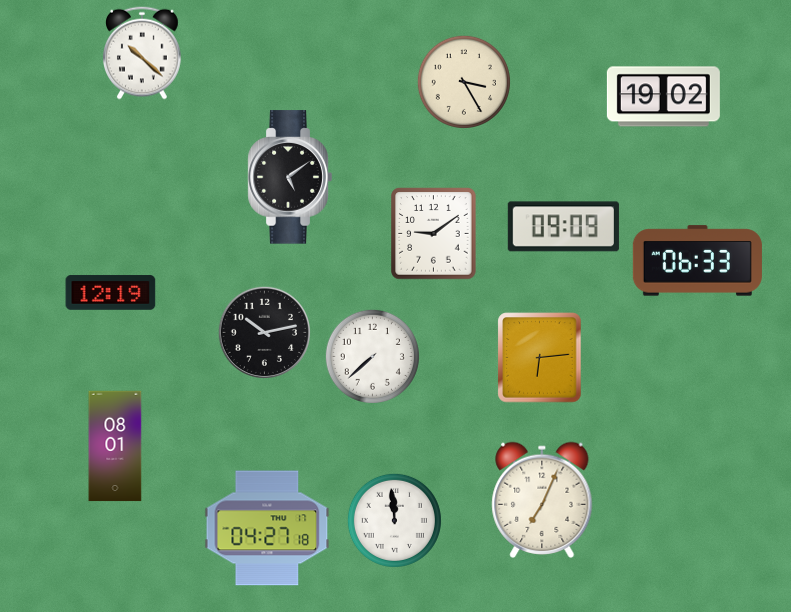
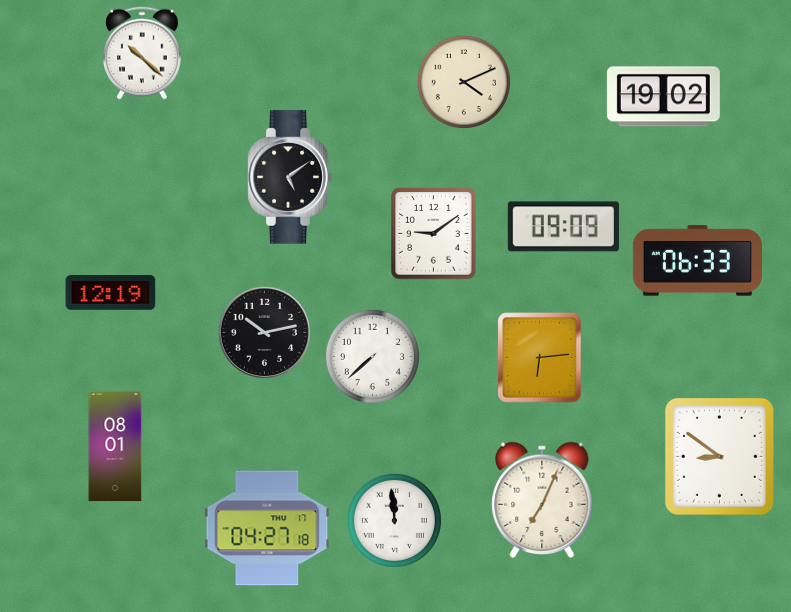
clock at (464, 82): 3:25 -> 4:11
clock at (719, 456): none -> 8:51
